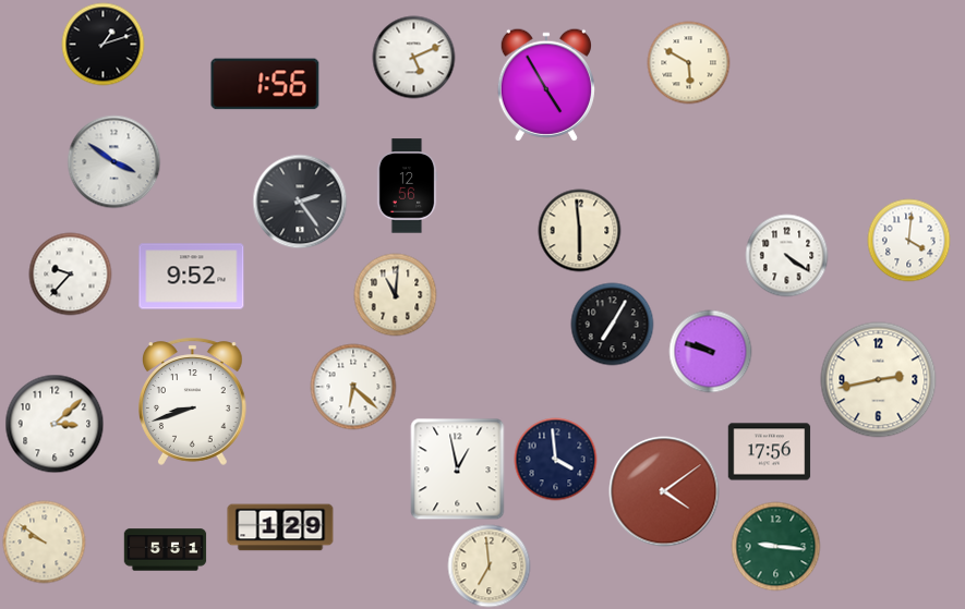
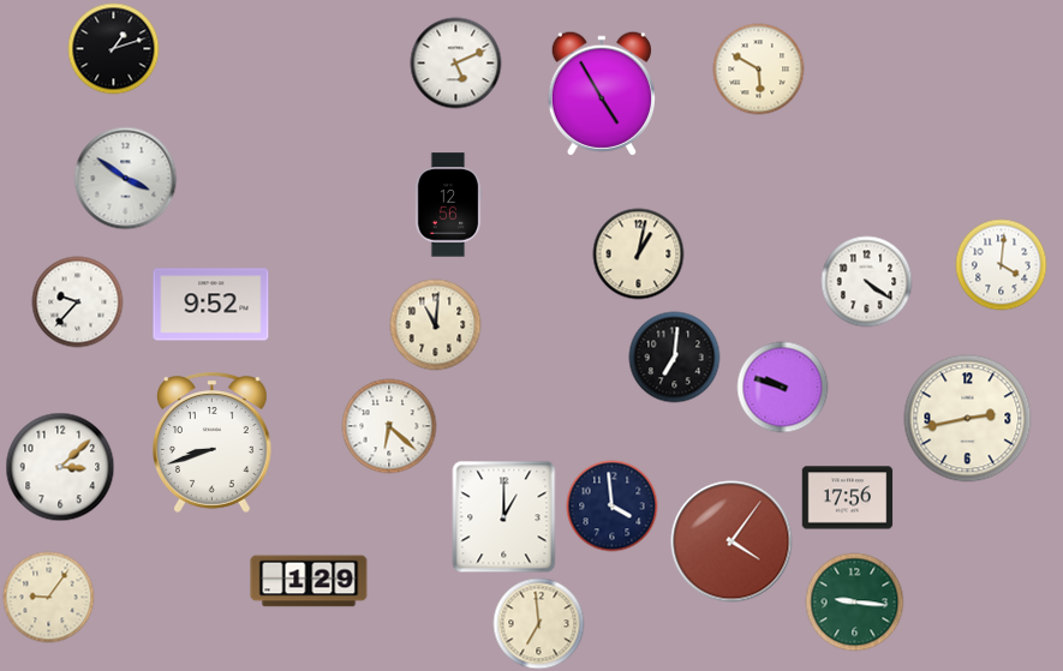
clock at (265, 84): 1:56 -> none
clock at (300, 202): 2:24 -> none
clock at (580, 231): 5:59 -> 1:02
clock at (613, 325): 7:05 -> 7:01
clock at (458, 470): 12:58 -> 1:00
clock at (664, 491): 4:09 -> 4:06
clock at (45, 543): 9:51 -> 9:06
clock at (166, 550): 5:51 -> none
